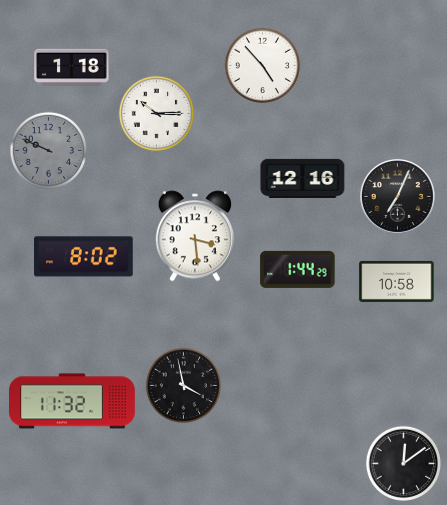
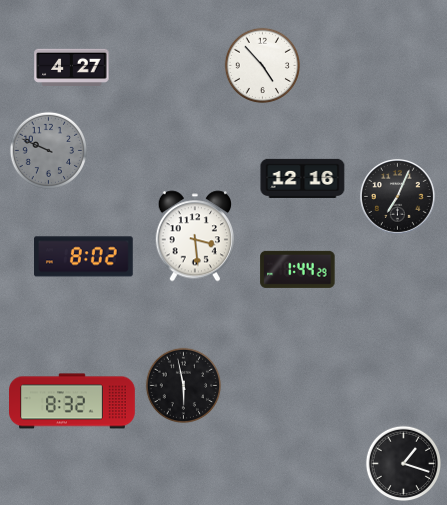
clock at (72, 67): 1:18 -> 4:27
clock at (157, 114): 10:15 -> none
clock at (397, 281): 10:58 -> none
clock at (184, 386): 3:58 -> 5:58
clock at (73, 401): 11:32 -> 8:32
clock at (404, 464): 12:09 -> 1:18
